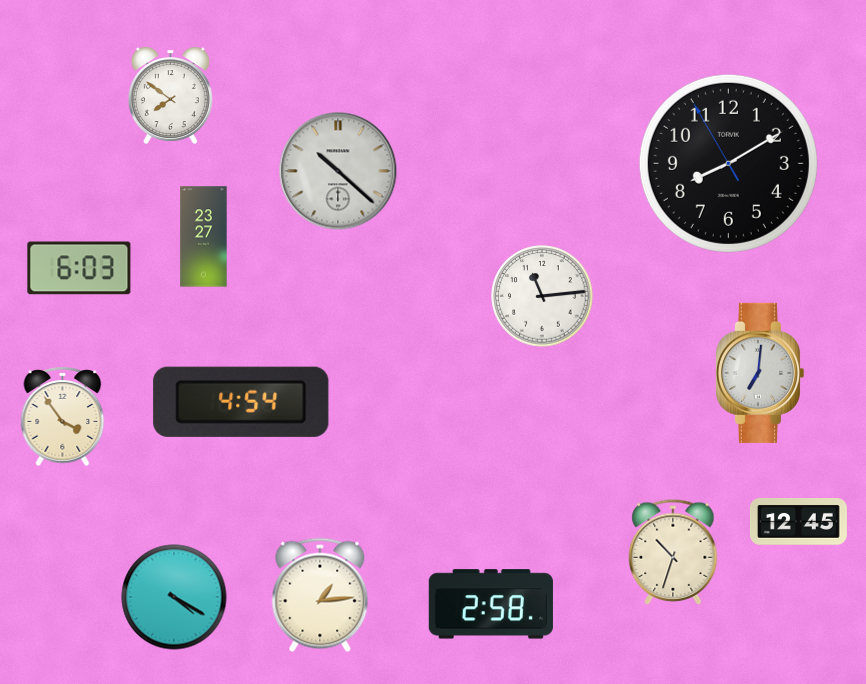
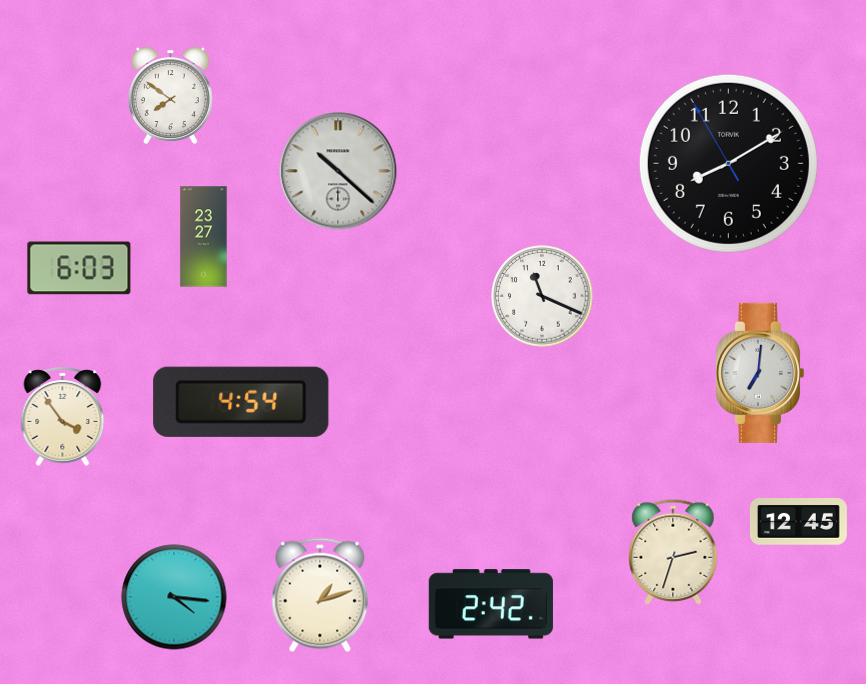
clock at (542, 296): 11:14 -> 11:19
clock at (673, 552): 10:33 -> 2:33
clock at (320, 595): 1:14 -> 1:12
clock at (174, 597): 4:20 -> 4:16
clock at (491, 604): 2:58 -> 2:42
